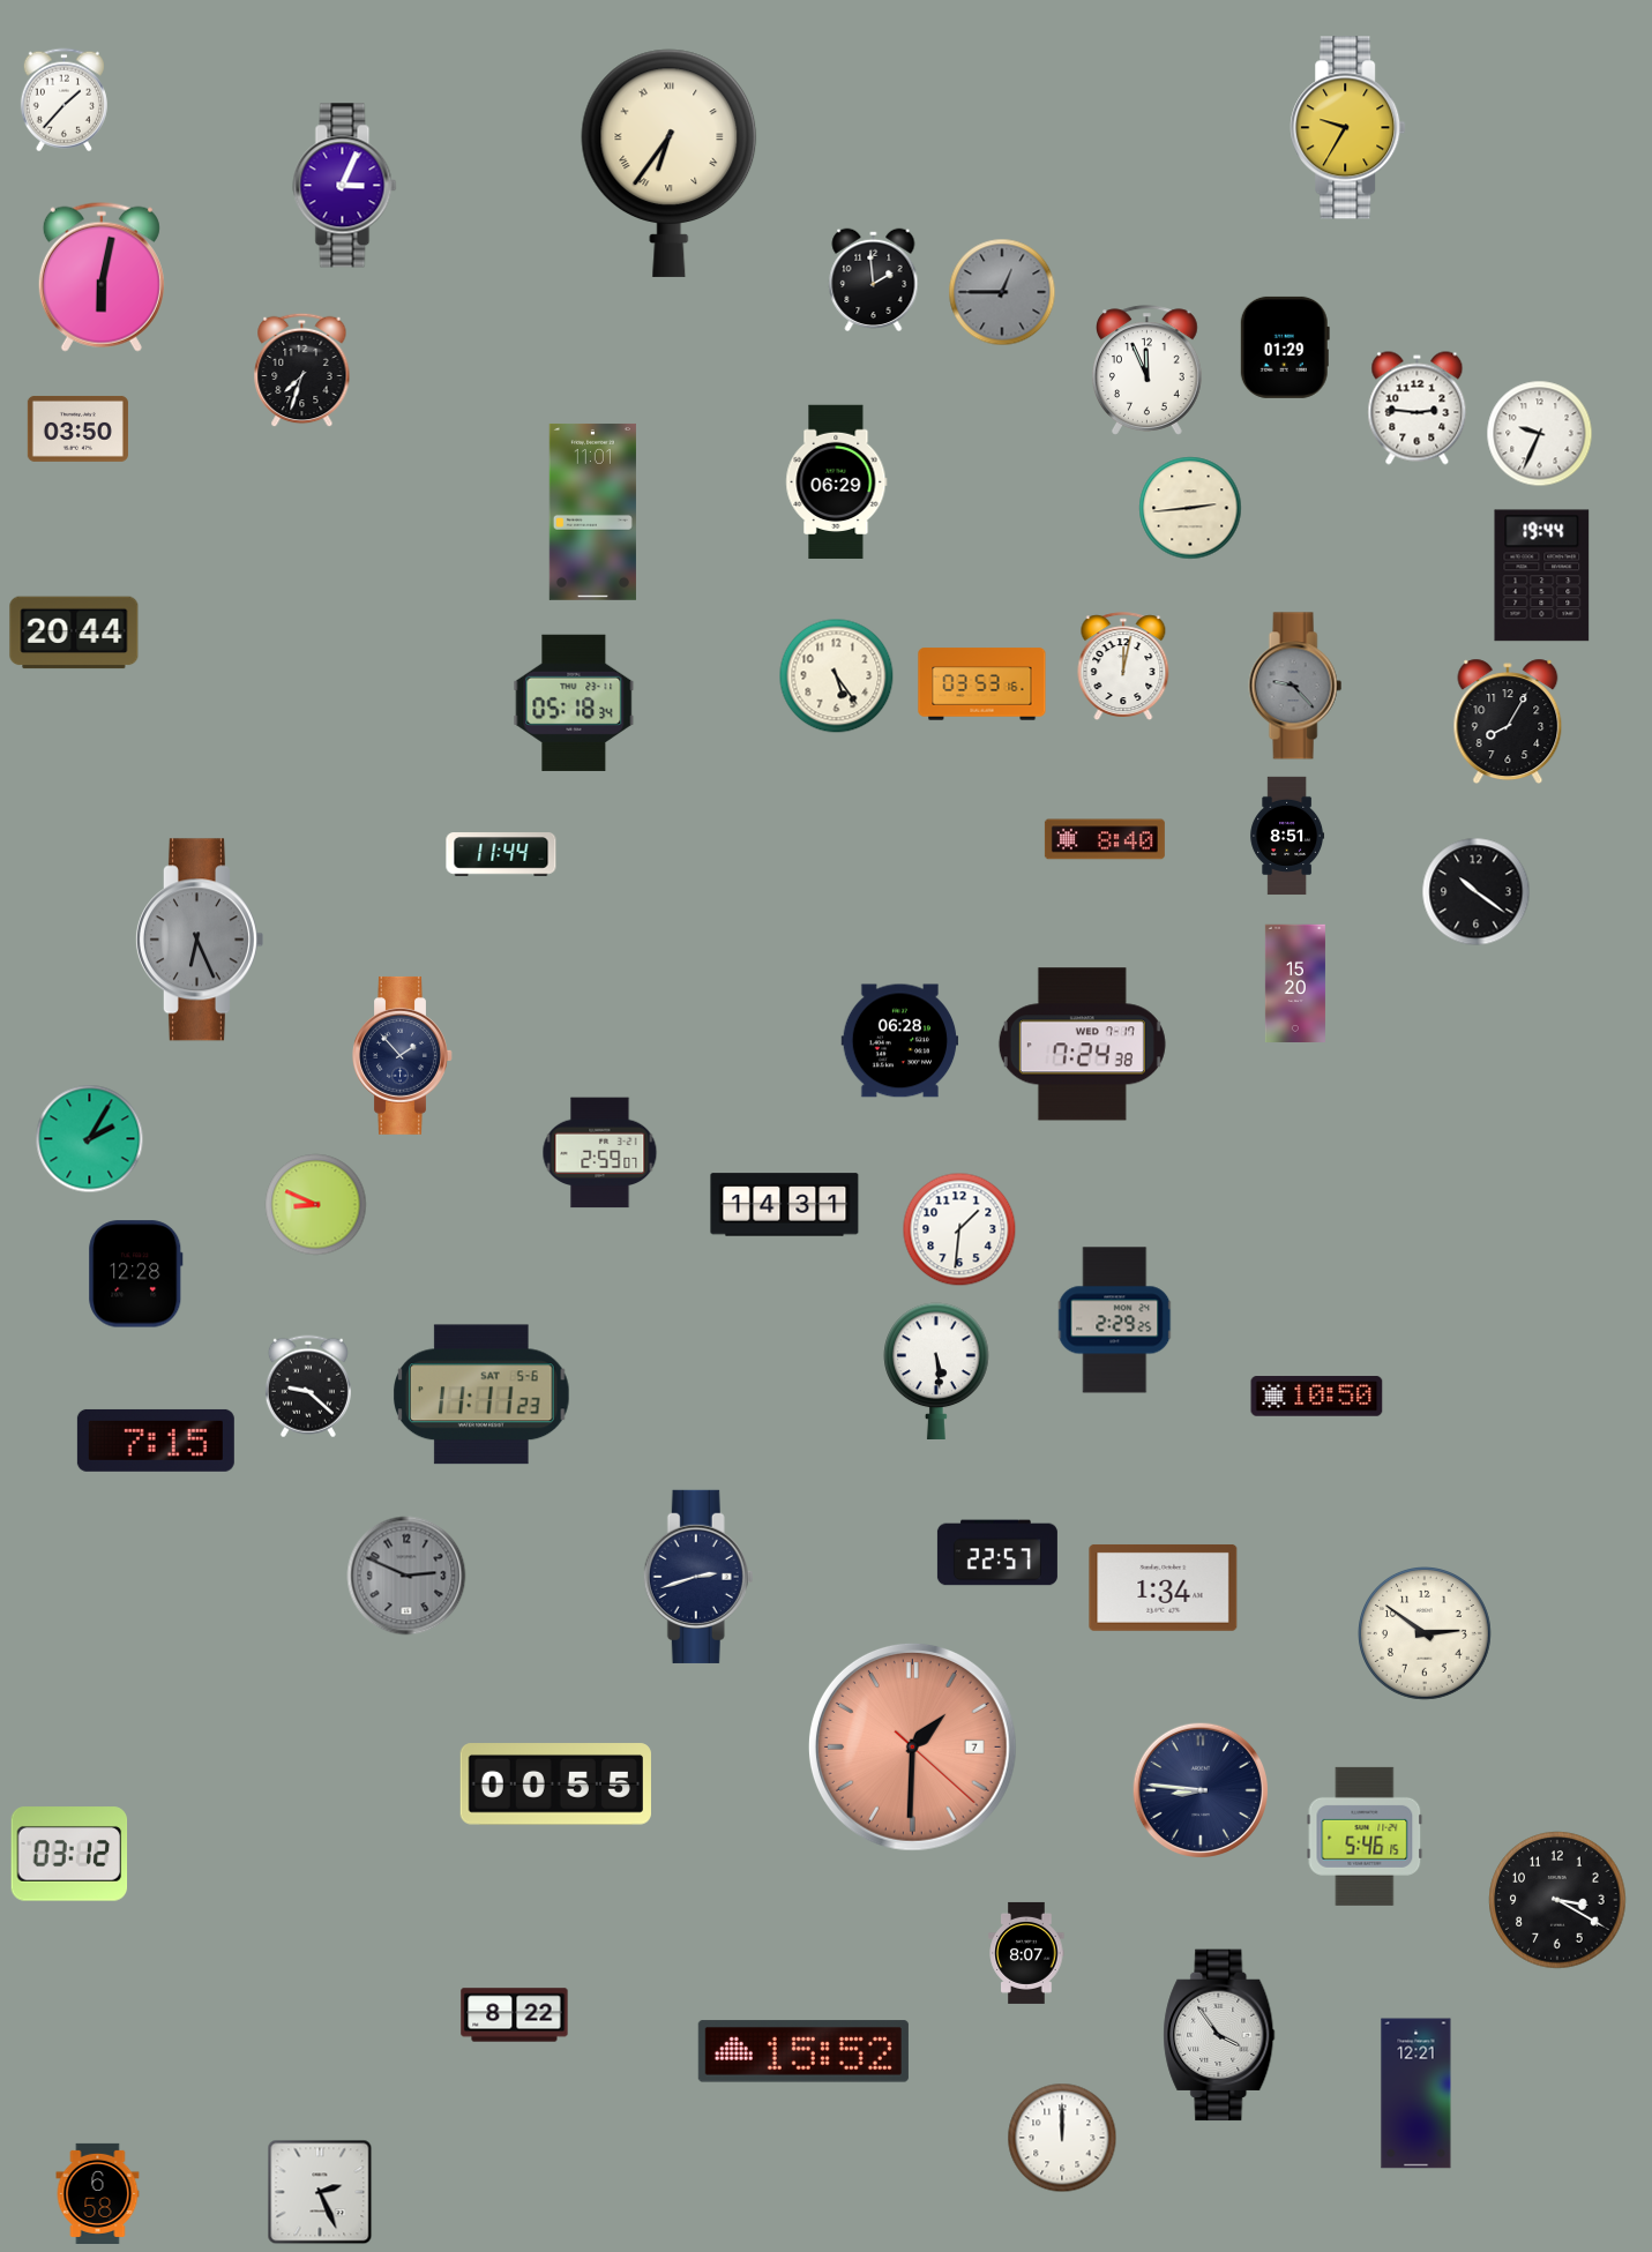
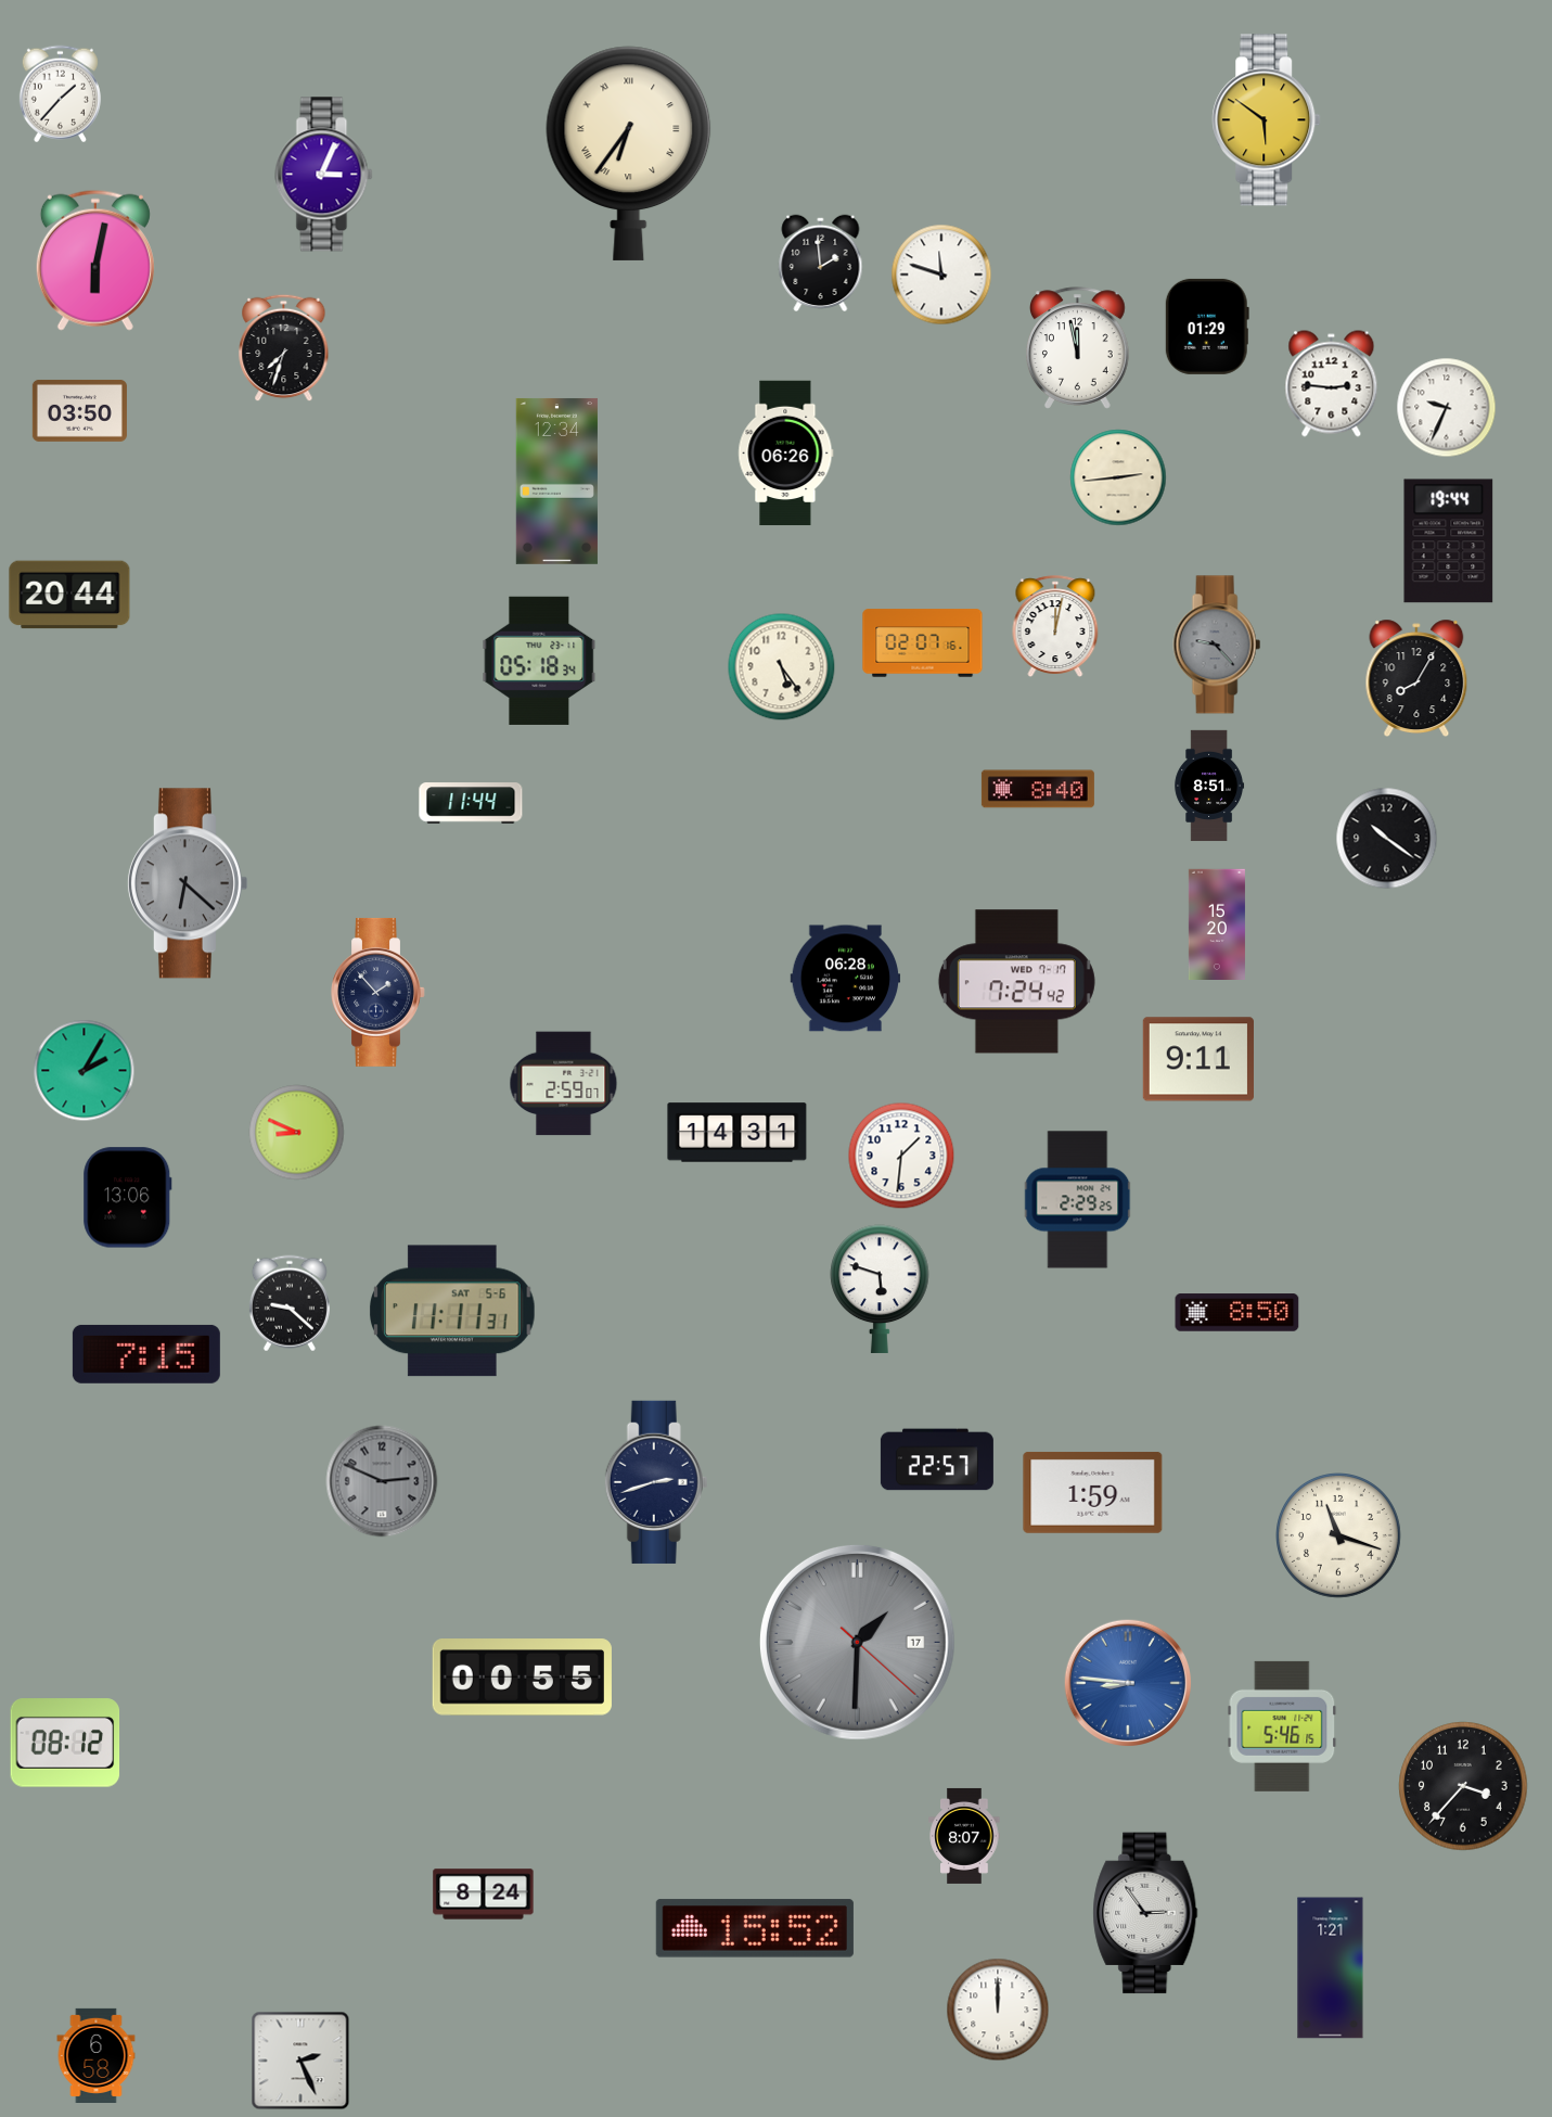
clock at (1348, 128): 9:35 -> 5:51
clock at (1002, 292): 12:45 -> 11:48
clock at (1002, 292) dial: grey -> white
clock at (1148, 371): 11:56 -> 11:58
clock at (77, 428) position: (77, 428) -> (79, 410)
clock at (837, 482): 06:29 -> 06:26
clock at (592, 511): 11:01 -> 12:34
clock at (837, 676) position: (837, 676) -> (782, 667)
clock at (982, 684): 03:53 -> 02:07
clock at (199, 940): 6:26 -> 6:22
clock at (1082, 1045): 7:24:38 -> 7:24:42
clock at (1198, 1059): none -> 9:11
clock at (136, 1274): 12:28 -> 13:06
clock at (1115, 1320) position: (1115, 1320) -> (1078, 1200)
clock at (936, 1371): 5:29 -> 5:48
clock at (483, 1394): 11:11:23 -> 11:11:31
clock at (1317, 1397): 10:50 -> 8:50
clock at (1164, 1587): 1:34 -> 1:59
clock at (1426, 1634): 2:51 -> 11:18
clock at (912, 1746) date: 7 -> 17
clock at (912, 1746) dial: salmon -> grey
clock at (1199, 1789) dial: navy -> blue
clock at (69, 1854): 03:12 -> 08:12
clock at (1557, 1900): 3:20 -> 3:37
clock at (515, 2015): 8:22 -> 8:24
clock at (1219, 2035): 3:54 -> 2:54
clock at (1416, 2094): 12:21 -> 1:21
clock at (98, 2193) position: (98, 2193) -> (97, 2055)
